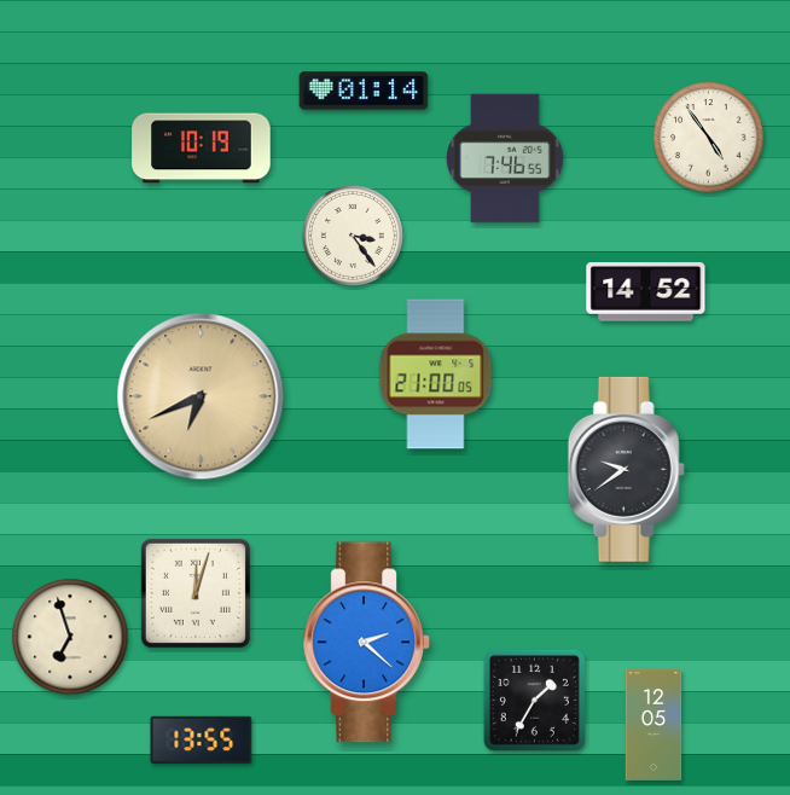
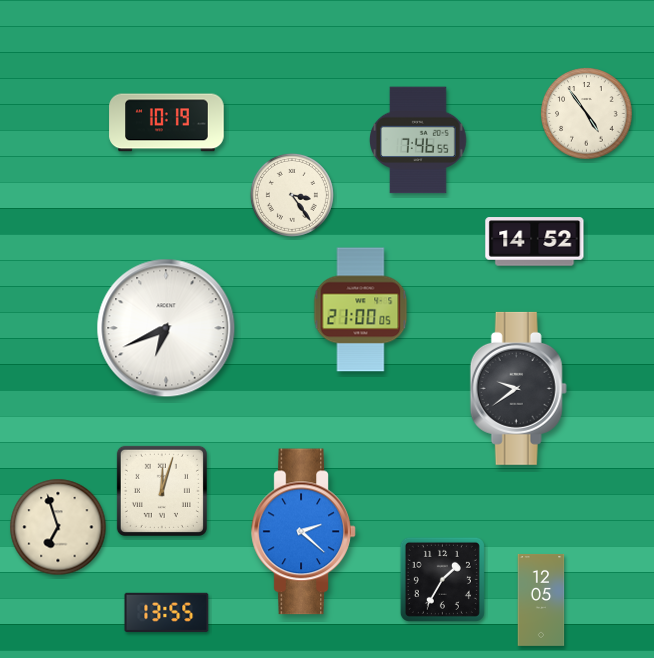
clock at (364, 91): 01:14 -> none
clock at (506, 158) position: (506, 158) -> (419, 140)
clock at (201, 396) dial: champagne -> white
